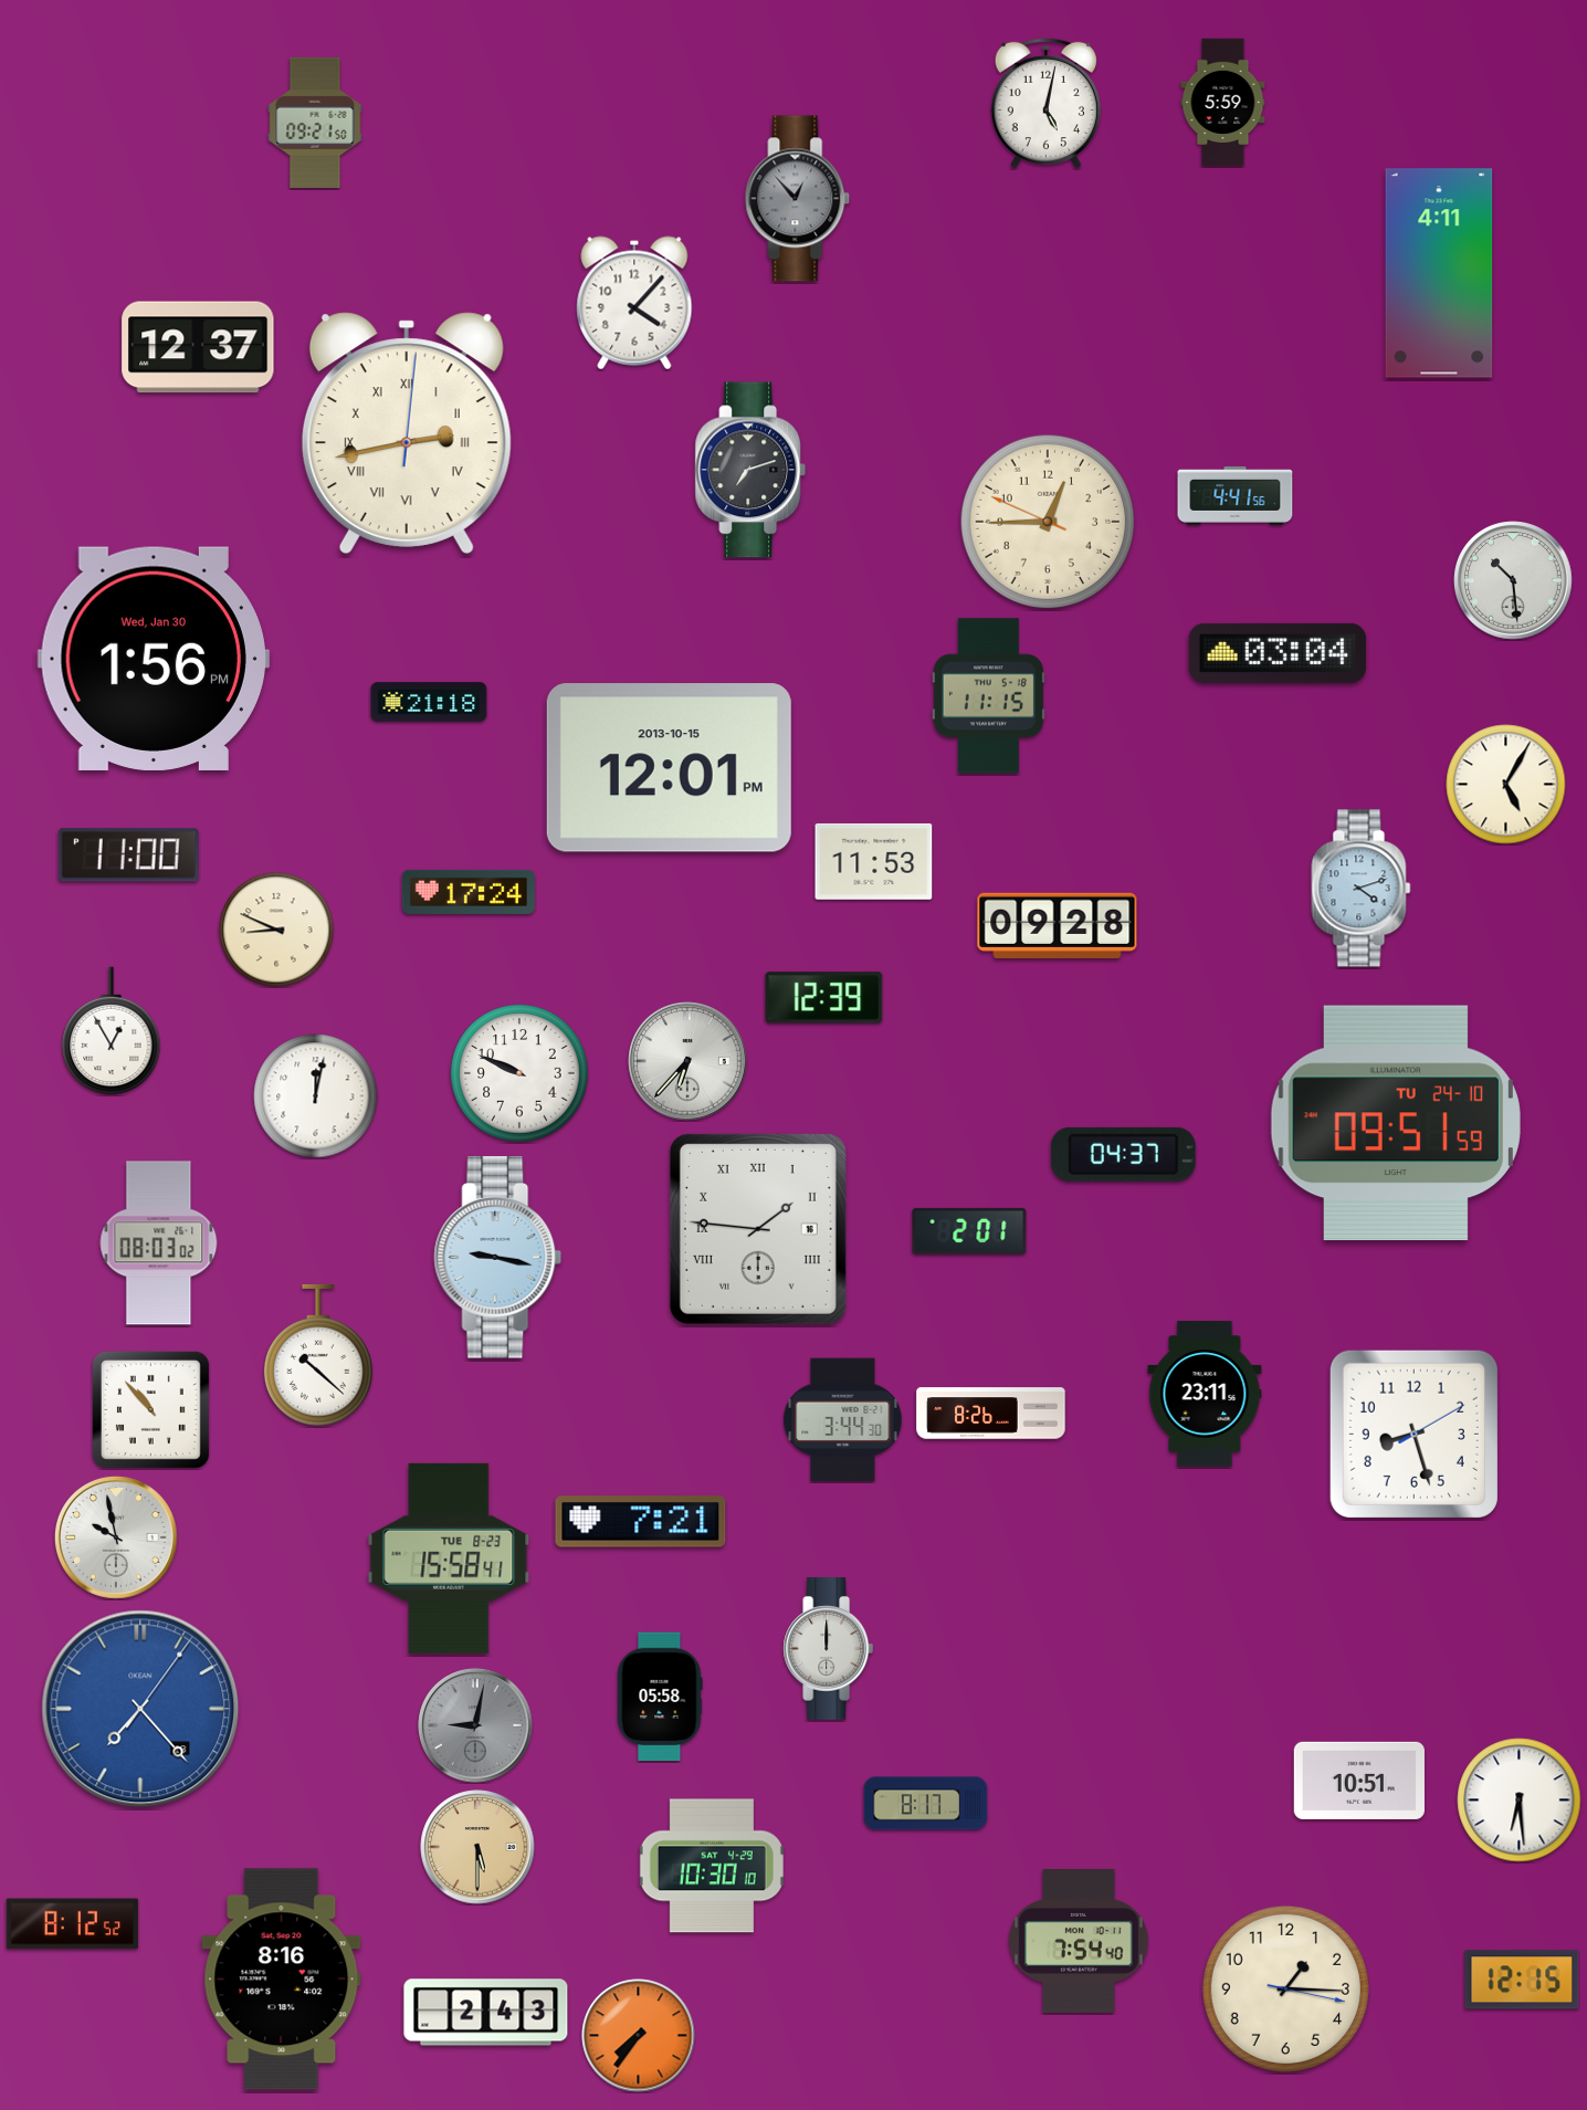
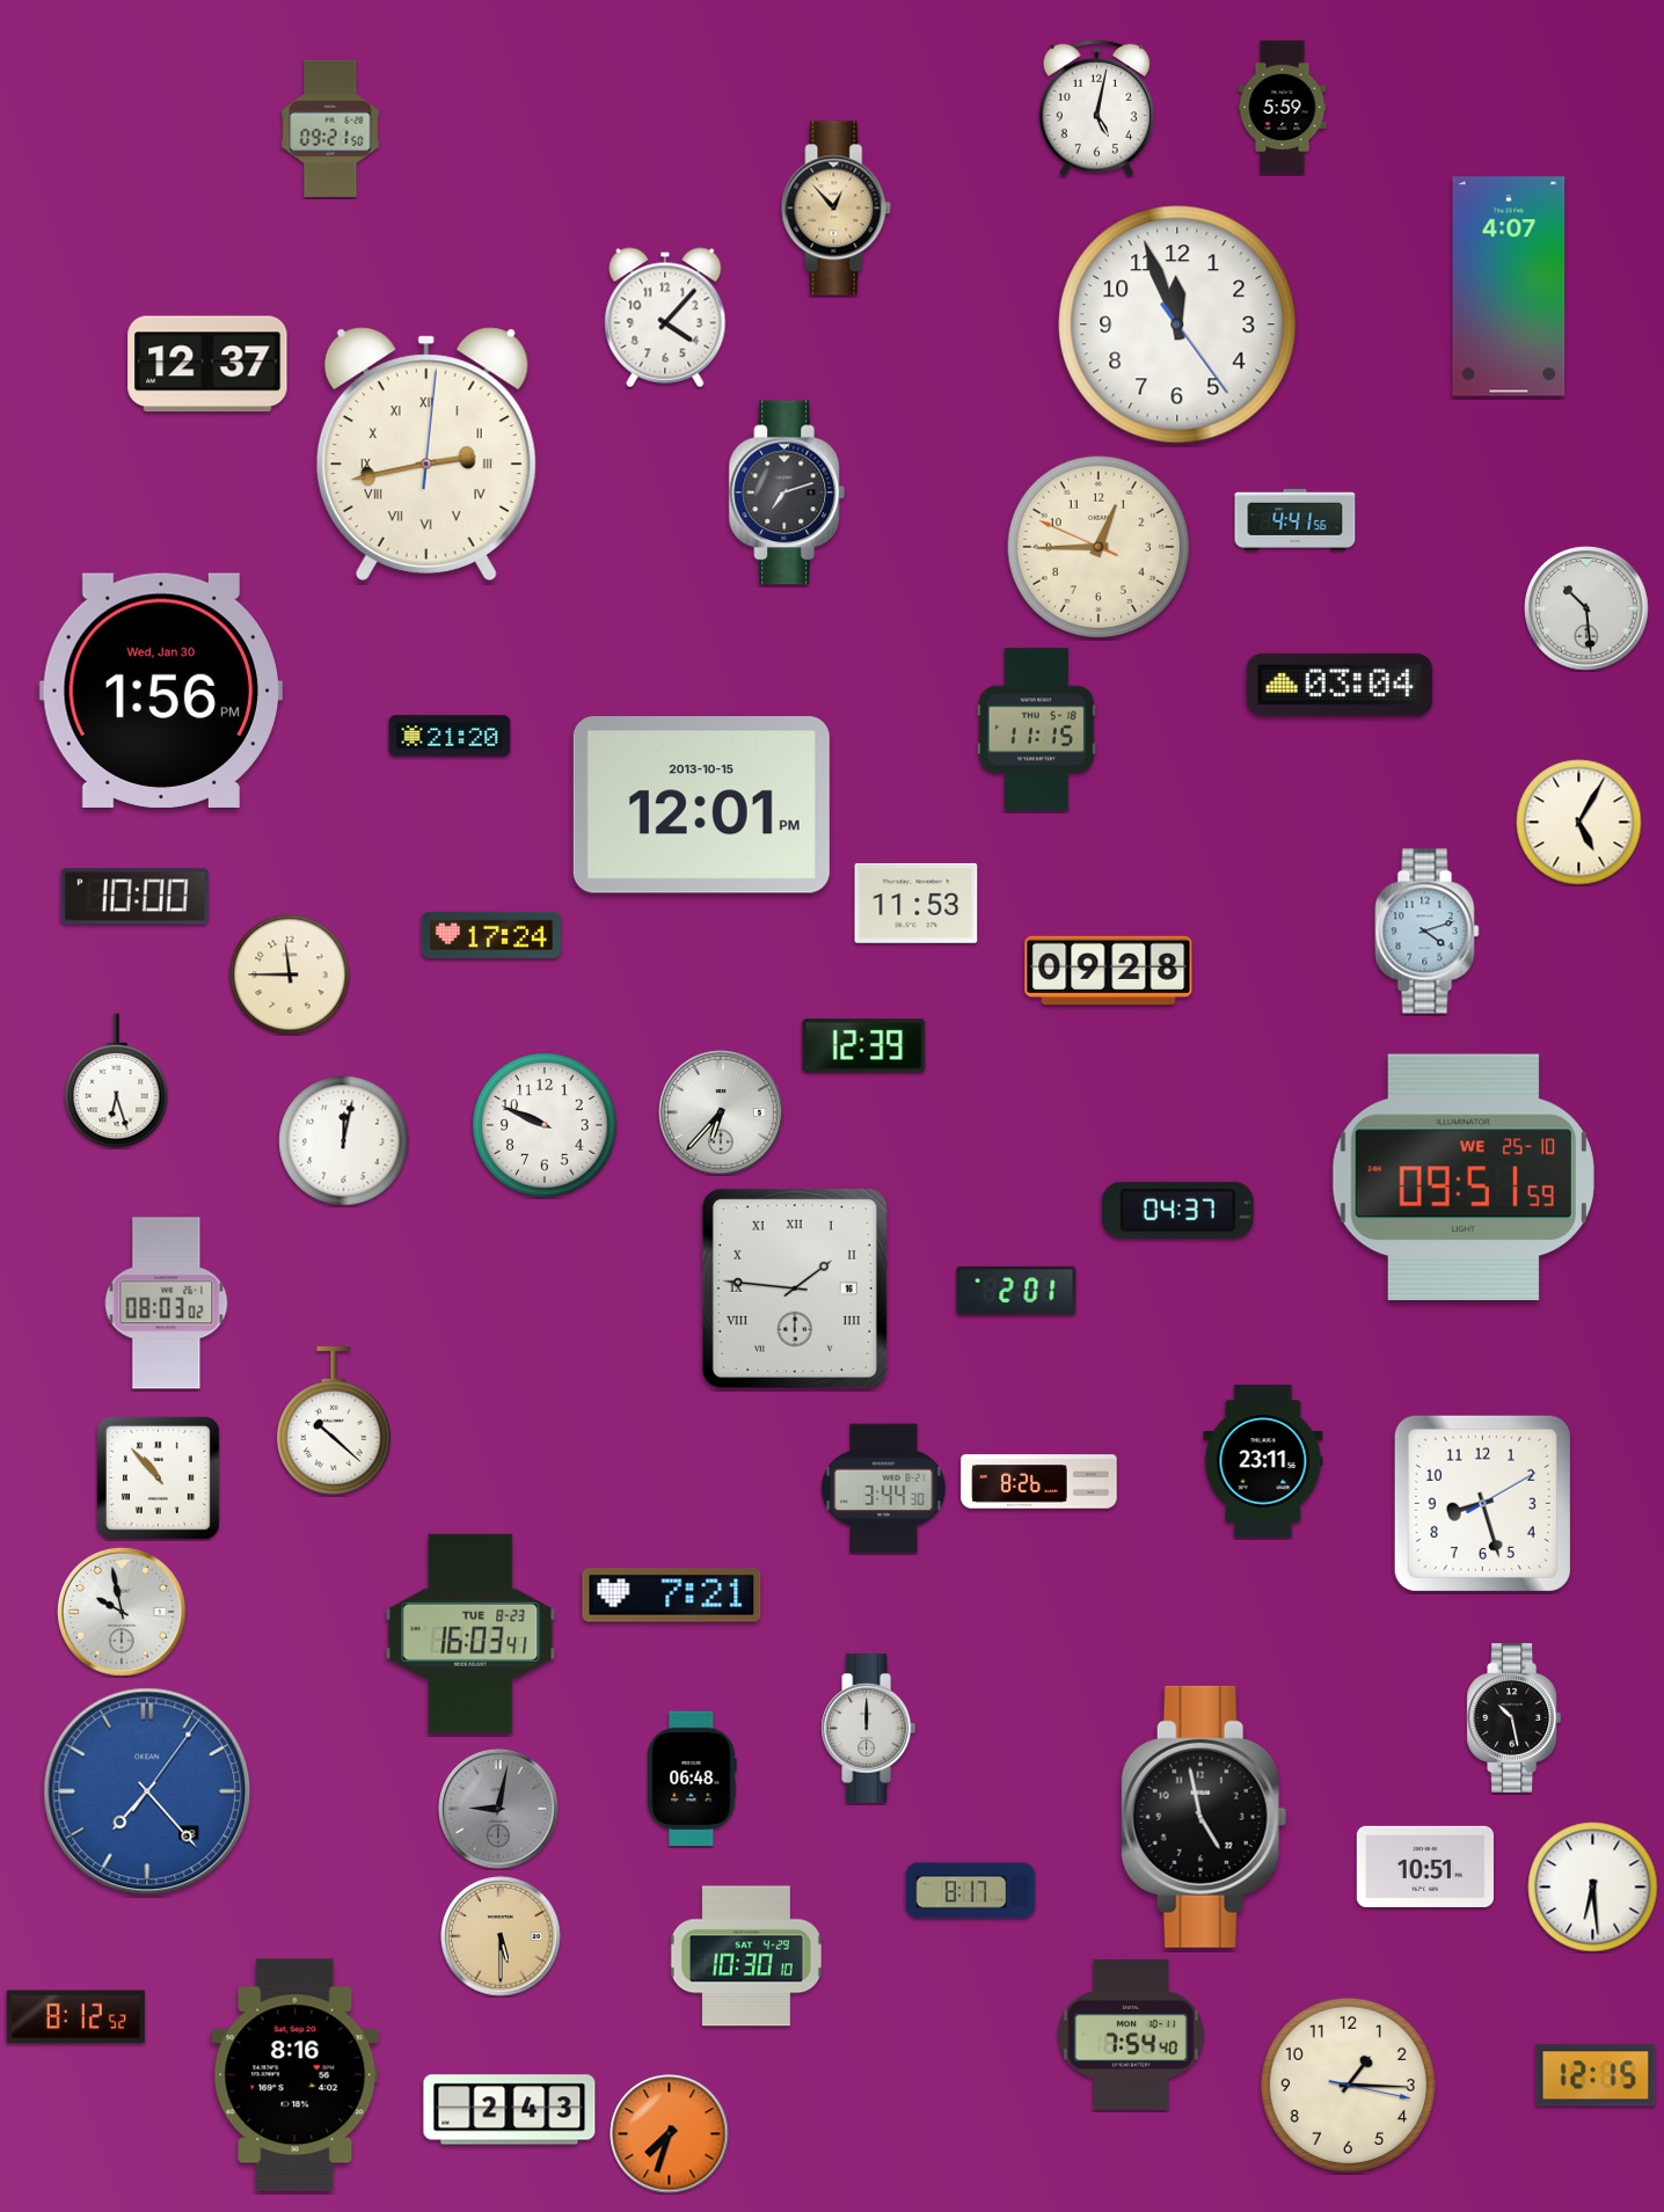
clock at (798, 199) dial: grey -> champagne
clock at (1439, 273): 4:11 -> 4:07
clock at (1177, 324): none -> 11:56
clock at (429, 702): 21:18 -> 21:20
clock at (128, 855): 11:00 -> 10:00
clock at (276, 930): 8:49 -> 11:45
clock at (112, 1031): 12:55 -> 6:27
clock at (316, 1096) position: (316, 1096) -> (344, 1141)
clock at (1396, 1123) date: TU 24-10 -> WE 25-10
clock at (498, 1258): 9:17 -> none
clock at (449, 1558): 15:58 -> 16:03
clock at (1515, 1718): none -> 10:28
clock at (660, 1697): 05:58 -> 06:48
clock at (1204, 1817): none -> 4:58
clock at (639, 2036): 7:36 -> 7:33
